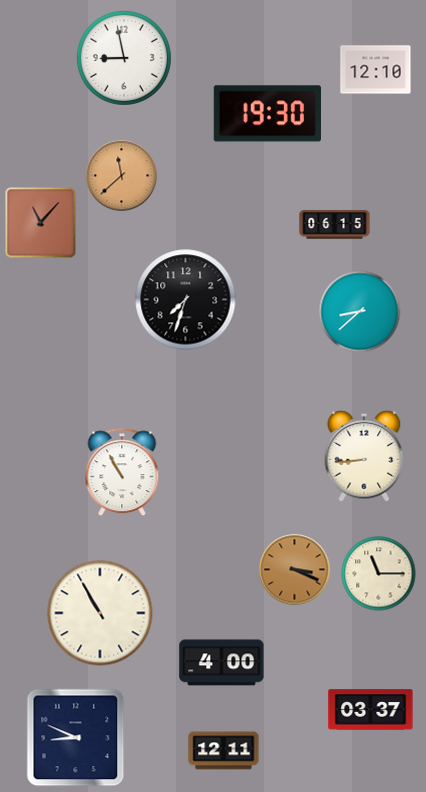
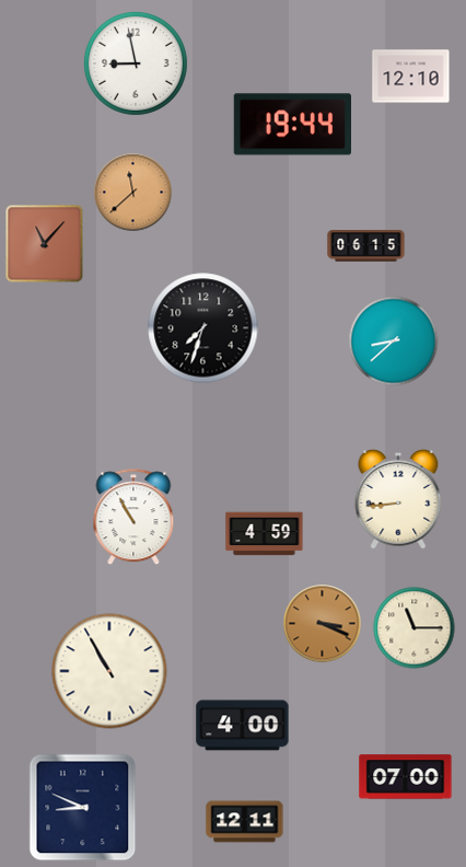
clock at (267, 114): 19:30 -> 19:44
clock at (265, 534): none -> 4:59
clock at (371, 710): 03:37 -> 07:00
